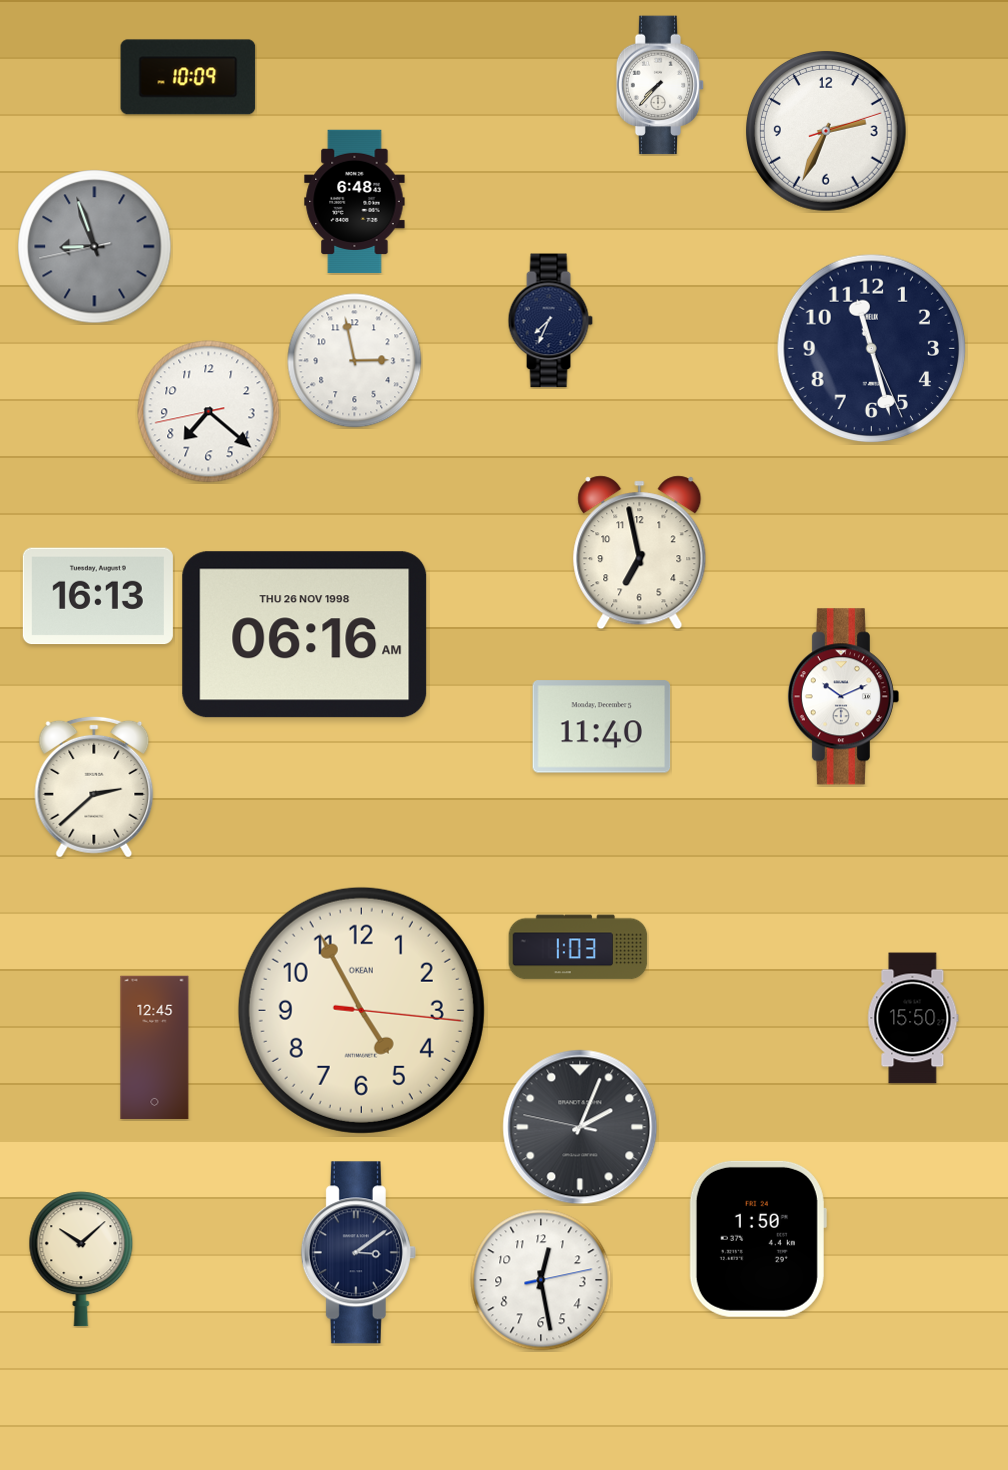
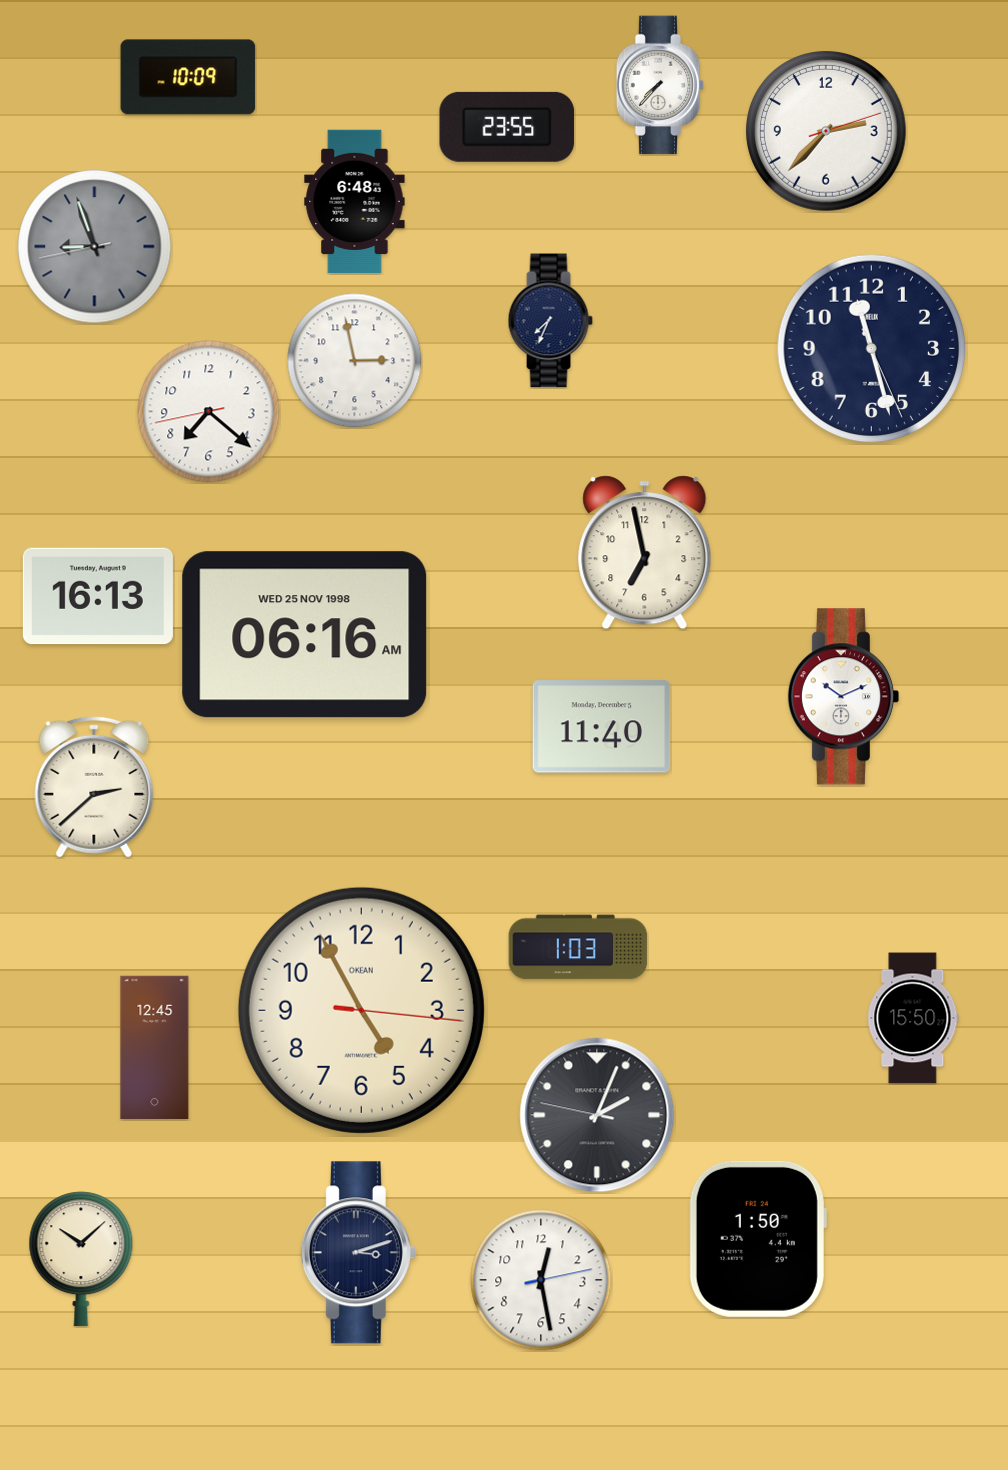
clock at (507, 127): none -> 23:55
clock at (827, 132): 2:34 -> 2:37
clock at (640, 553) position: (640, 553) -> (645, 553)
clock at (305, 635) date: THU 26 NOV 1998 -> WED 25 NOV 1998
clock at (580, 1127) position: (580, 1127) -> (597, 1115)
clock at (358, 1253): 3:09 -> 3:12
